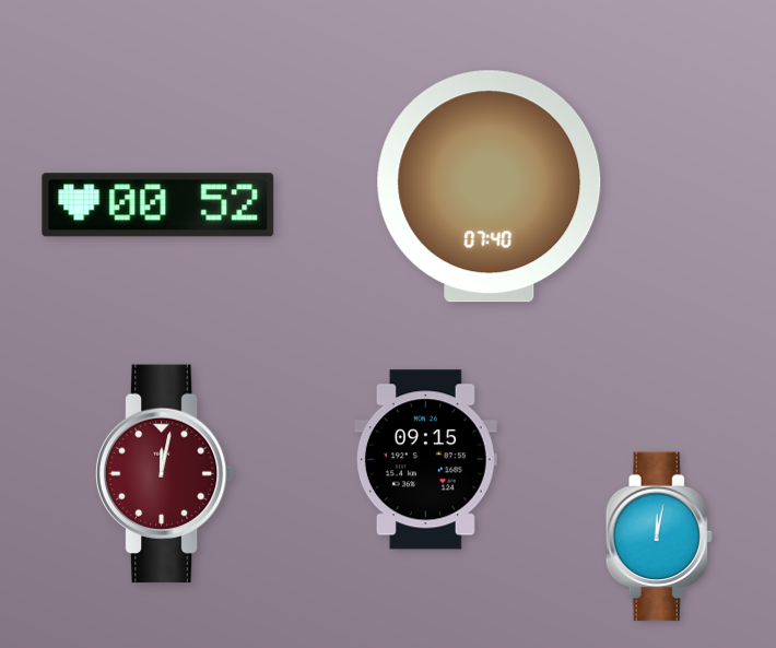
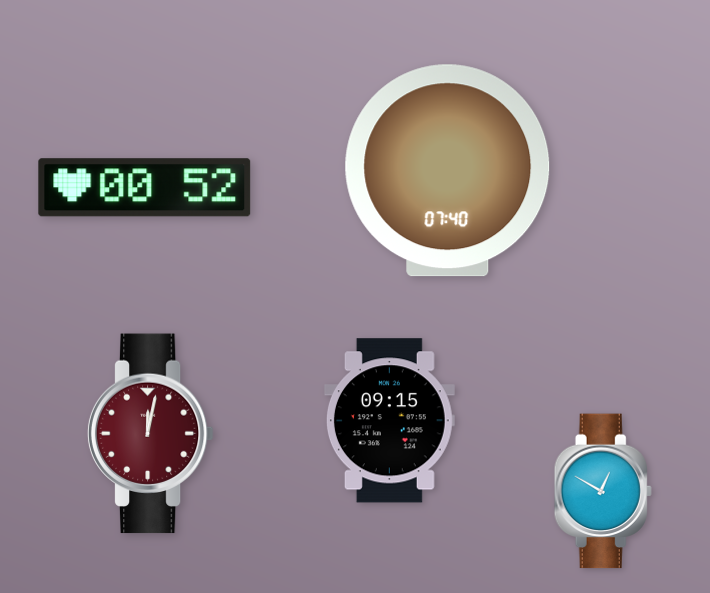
clock at (659, 537): 12:02 -> 12:50
